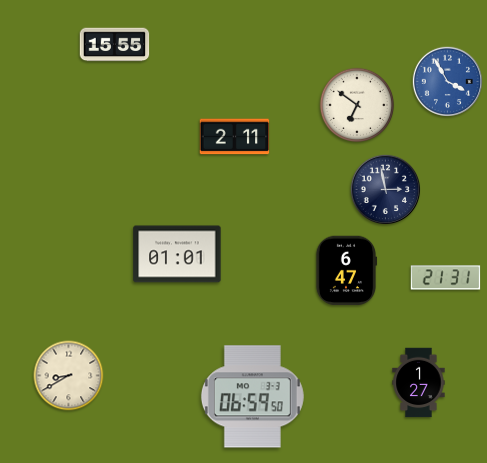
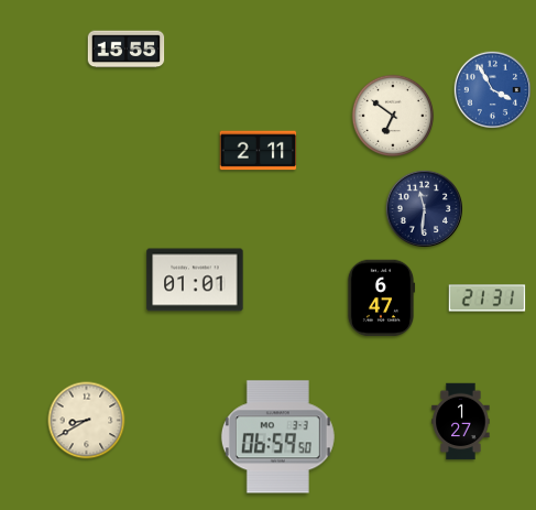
clock at (386, 190): 2:58 -> 11:31
clock at (446, 278) position: (446, 278) -> (488, 299)
clock at (69, 376) position: (69, 376) -> (87, 421)
